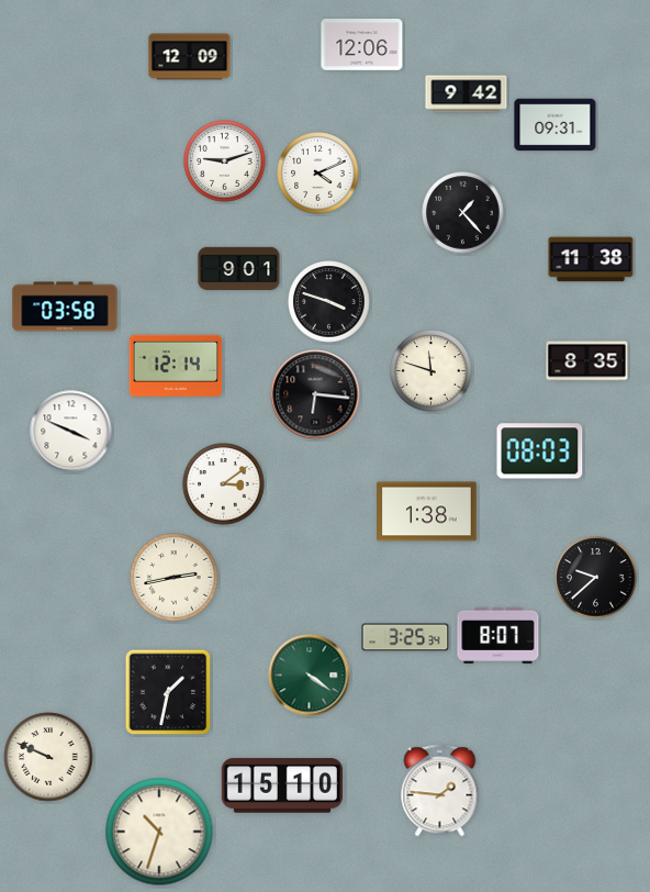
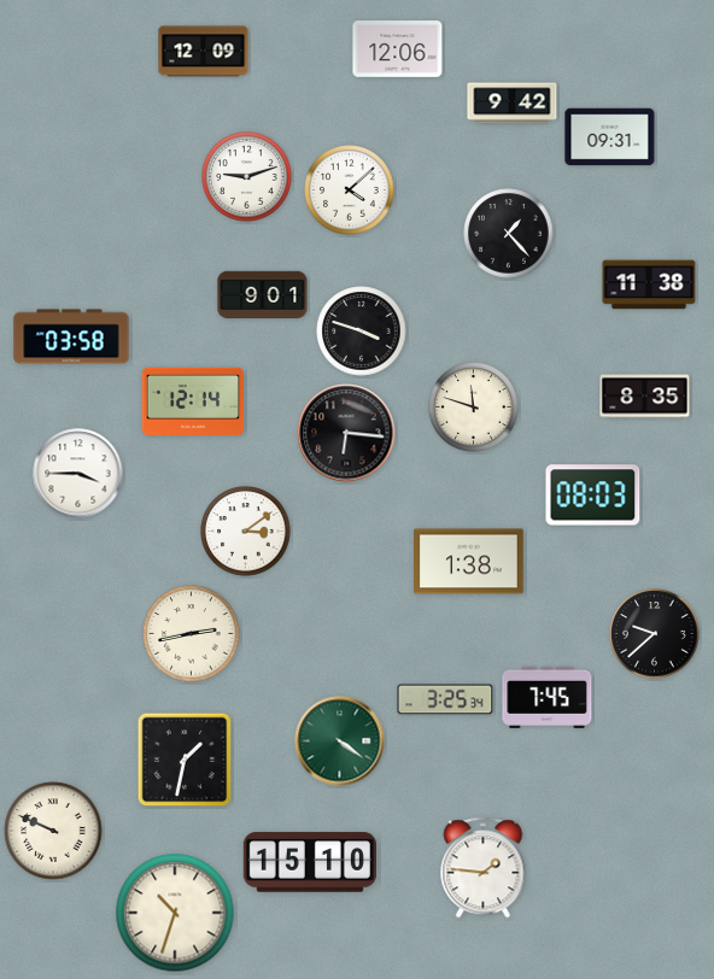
clock at (190, 57) position: (190, 57) -> (204, 52)
clock at (318, 174): 4:11 -> 4:08
clock at (71, 432): 3:49 -> 3:45
clock at (498, 635): 8:07 -> 7:45
